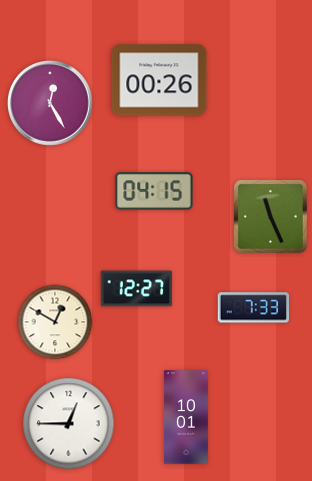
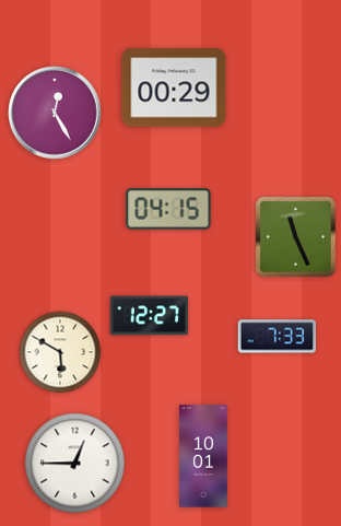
clock at (159, 80): 00:26 -> 00:29
clock at (55, 322): 12:50 -> 5:50
